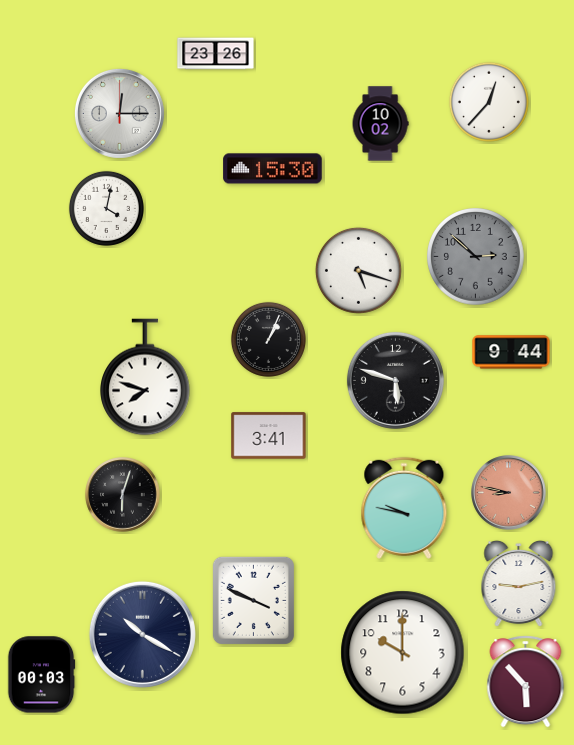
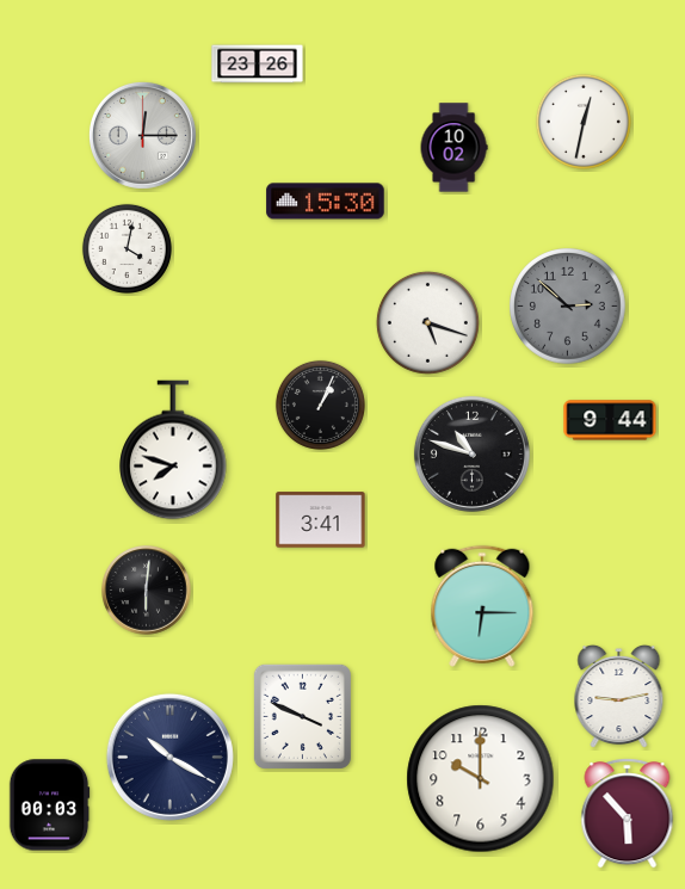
clock at (489, 102): 12:37 -> 12:32
clock at (395, 380): 5:48 -> 10:48
clock at (509, 493): 8:47 -> none
clock at (123, 495): 6:03 -> 6:01
clock at (404, 508): 9:47 -> 6:15
